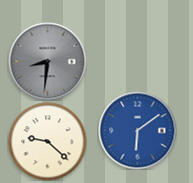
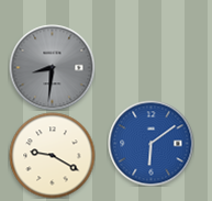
clock at (47, 141): 9:22 -> 9:20
